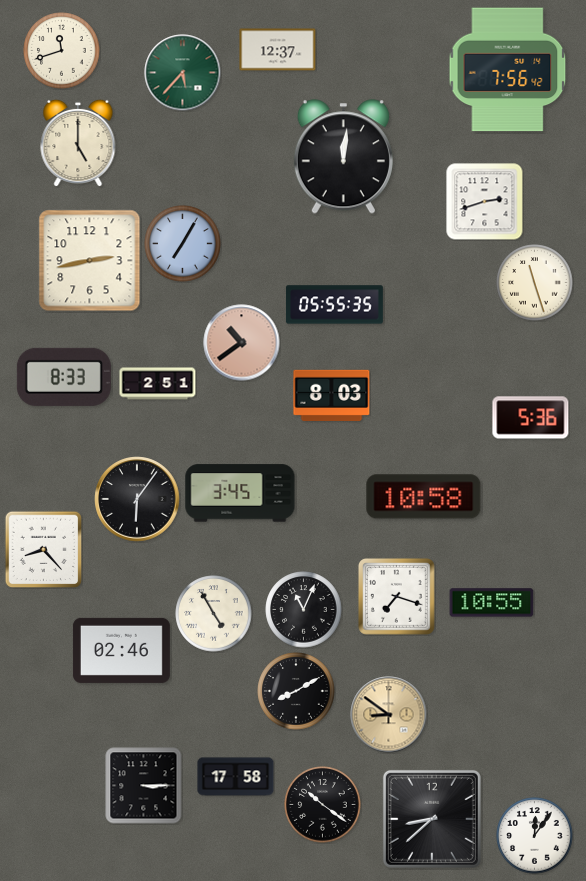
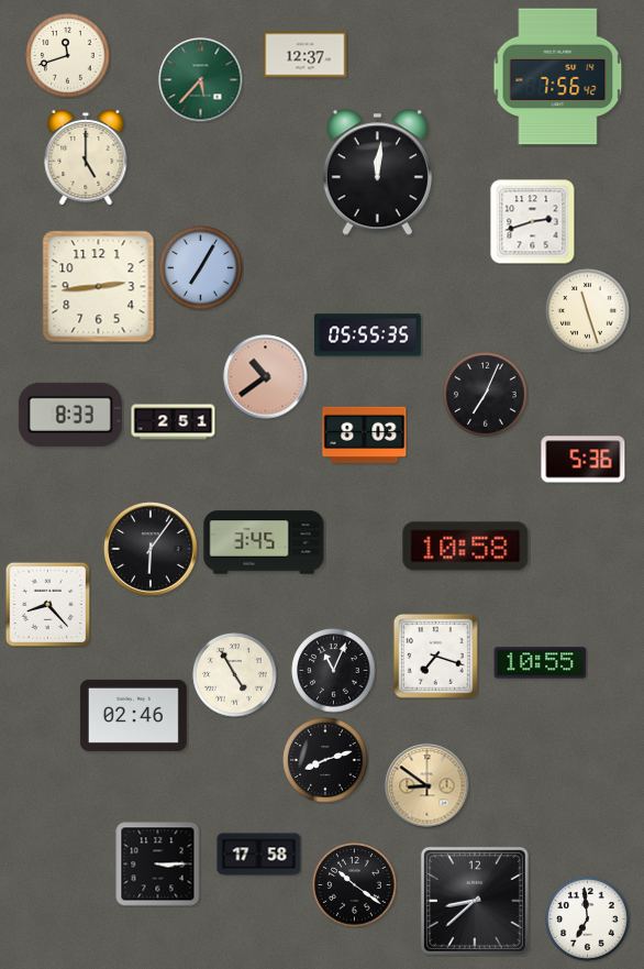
clock at (90, 261): 2:43 -> 2:44
clock at (486, 395): none -> 7:04
clock at (296, 691): 8:10 -> 8:12
clock at (535, 836): 12:06 -> 6:59
